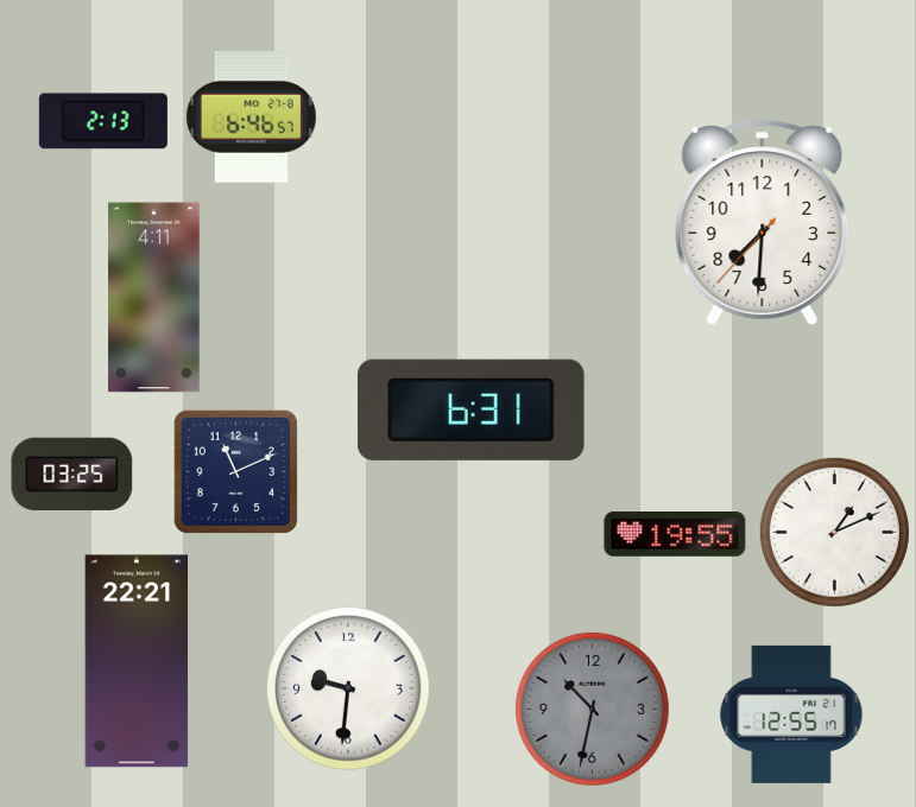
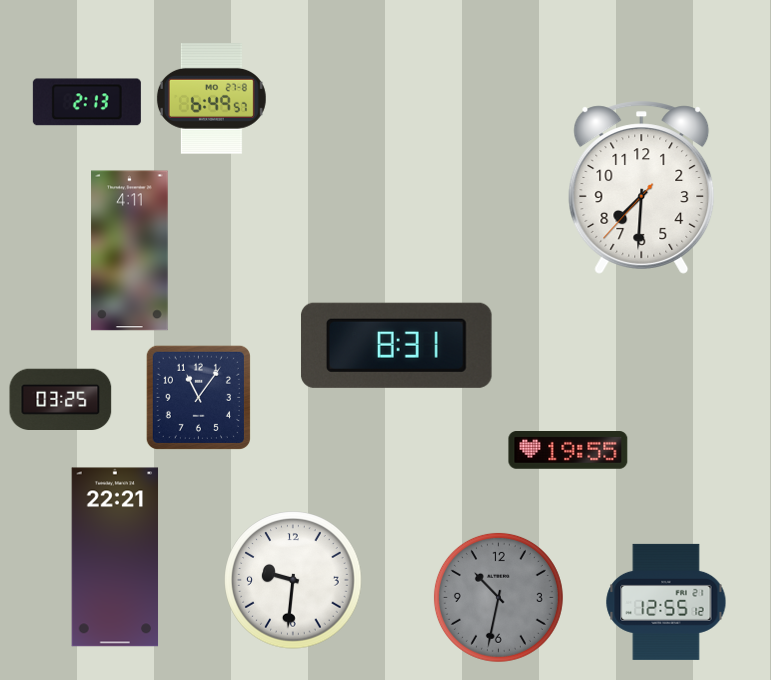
clock at (251, 117): 6:46 -> 6:49
clock at (470, 409): 6:31 -> 8:31
clock at (235, 471): 11:11 -> 11:06
clock at (834, 532): 1:11 -> none
clock at (791, 714): 12:55:17 -> 12:55:12
